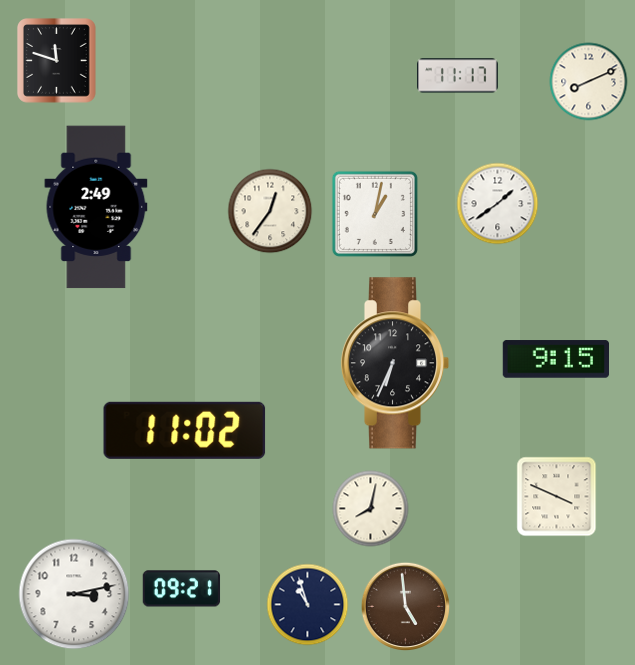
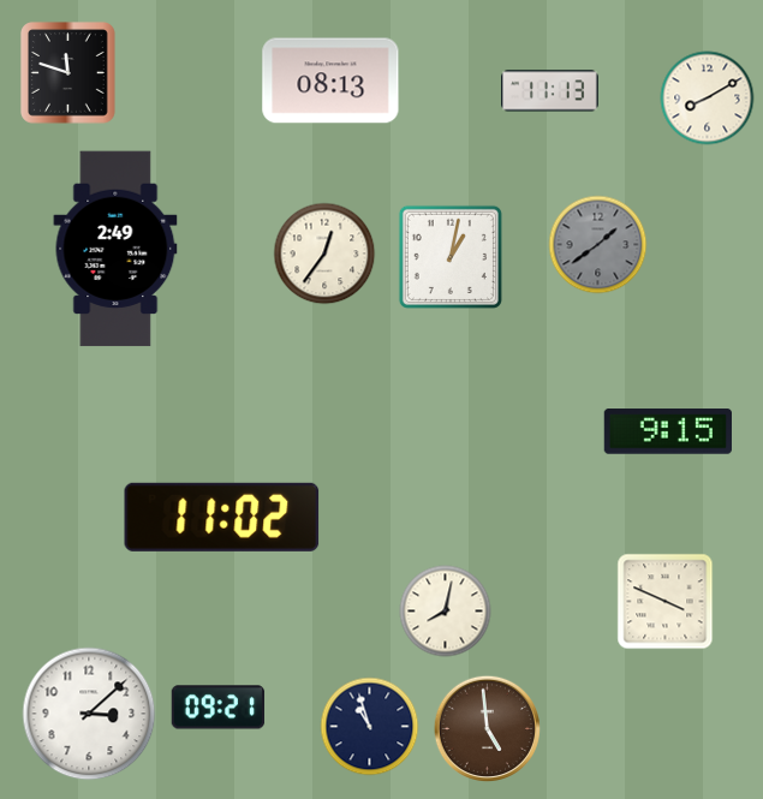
clock at (330, 81): none -> 08:13
clock at (458, 76): 11:17 -> 11:13
clock at (589, 82): 8:11 -> 8:10
clock at (498, 204) dial: white -> grey
clock at (395, 363): 6:34 -> none
clock at (557, 497) position: (557, 497) -> (666, 602)
clock at (74, 594): 3:13 -> 3:08
